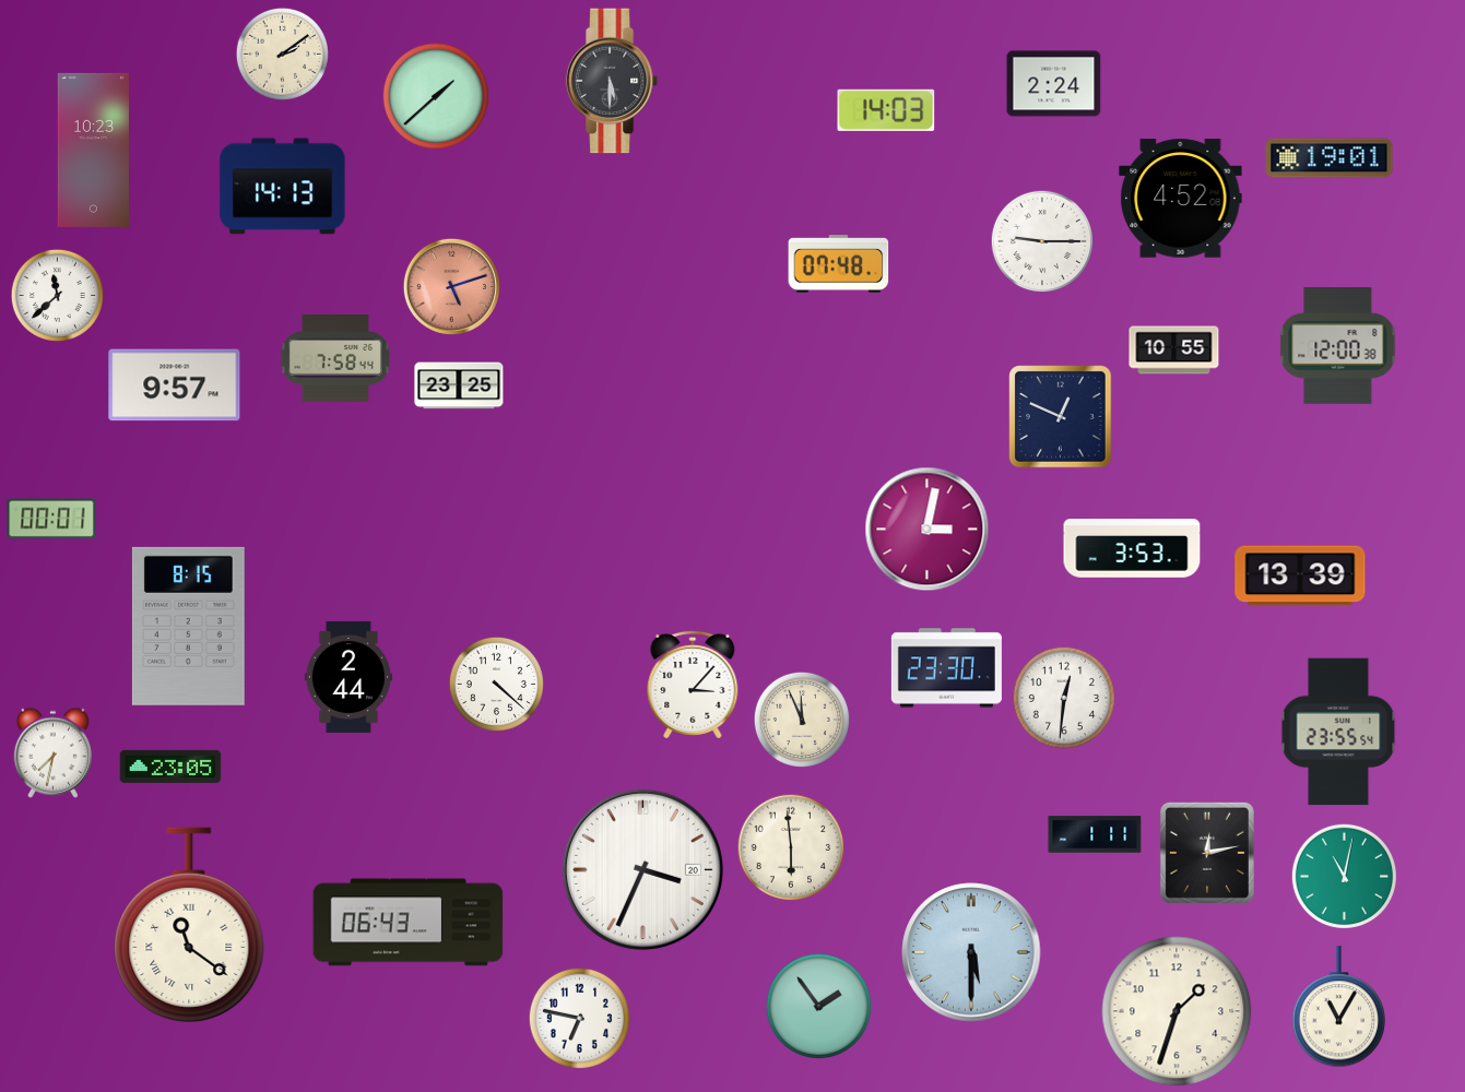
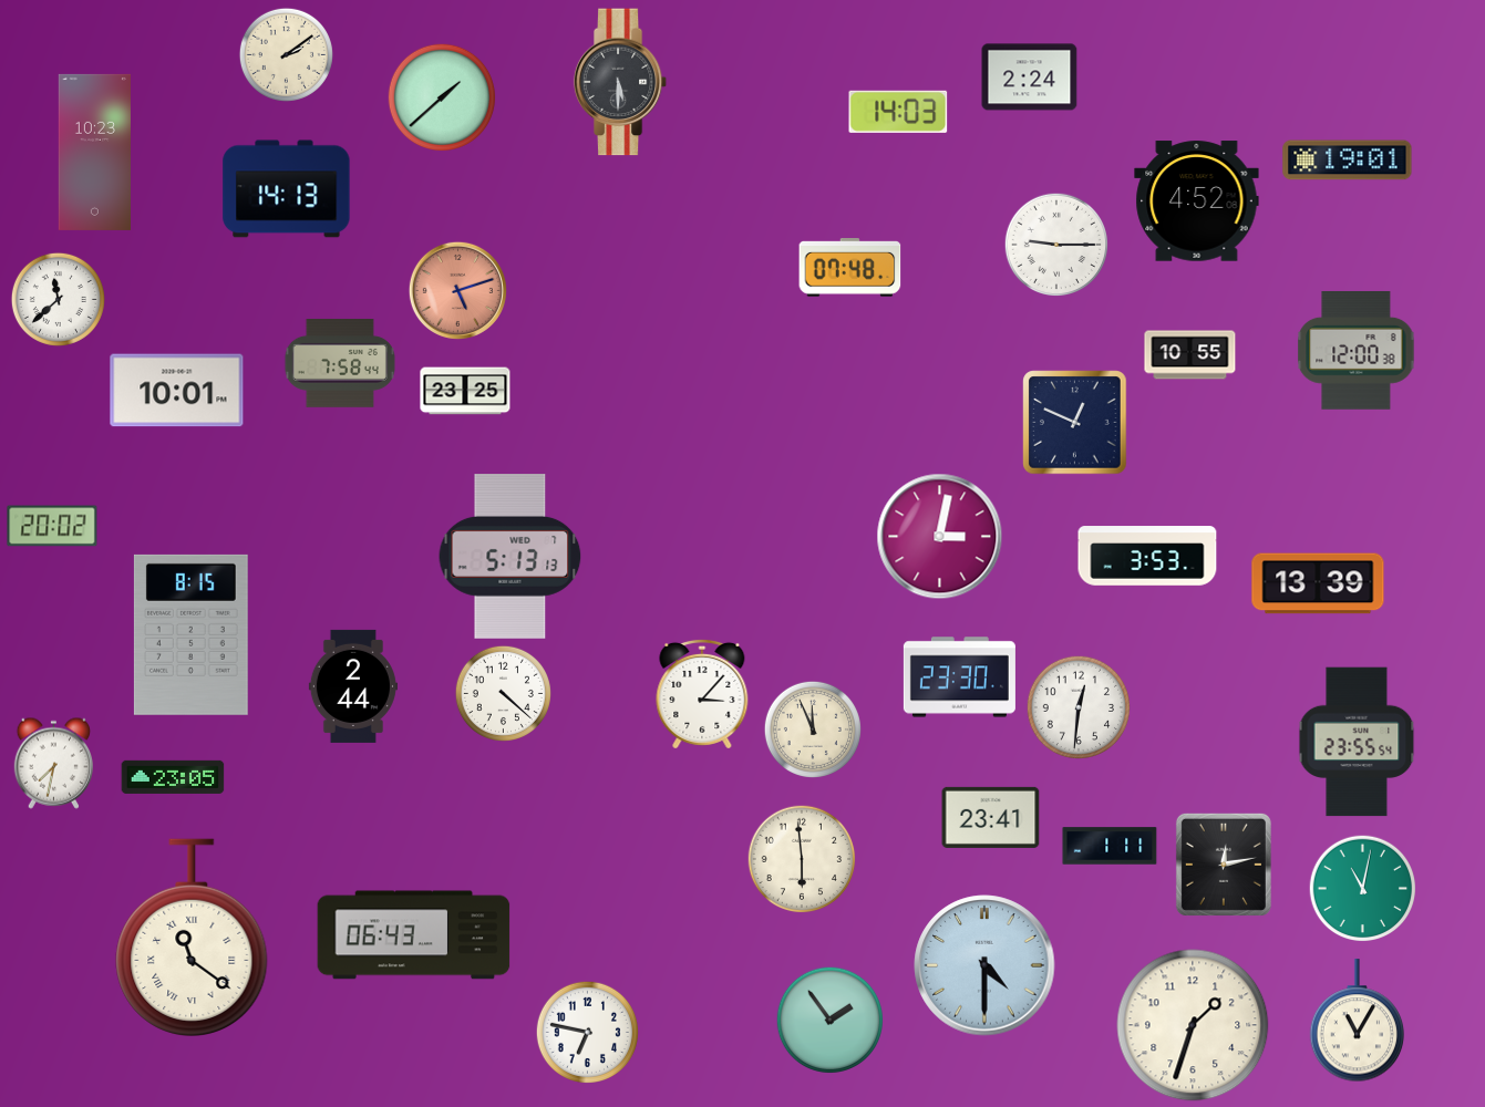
clock at (1054, 84) position: (1054, 84) -> (1030, 77)
clock at (175, 385): 9:57 -> 10:01
clock at (51, 519): 00:01 -> 20:02
clock at (511, 557): none -> 5:13
clock at (991, 817): none -> 23:41
clock at (642, 869): 3:34 -> none
clock at (971, 952): 5:30 -> 4:30
